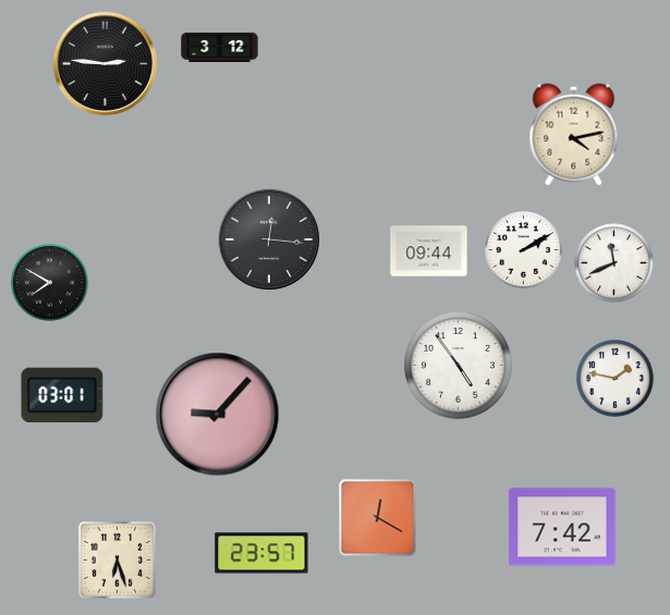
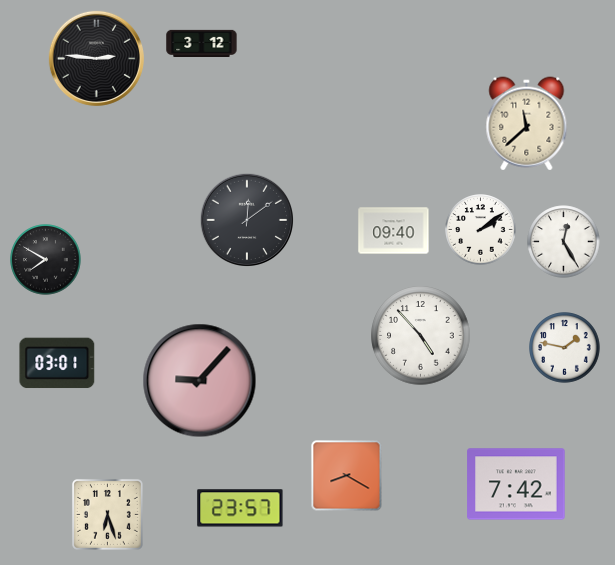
clock at (574, 135): 4:13 -> 11:38
clock at (268, 238): 12:16 -> 12:09
clock at (524, 250): 2:10 -> 2:09
clock at (429, 251): 09:44 -> 09:40
clock at (614, 263): 11:41 -> 12:25
clock at (459, 366): 4:54 -> 4:53
clock at (378, 518): 12:20 -> 8:20
